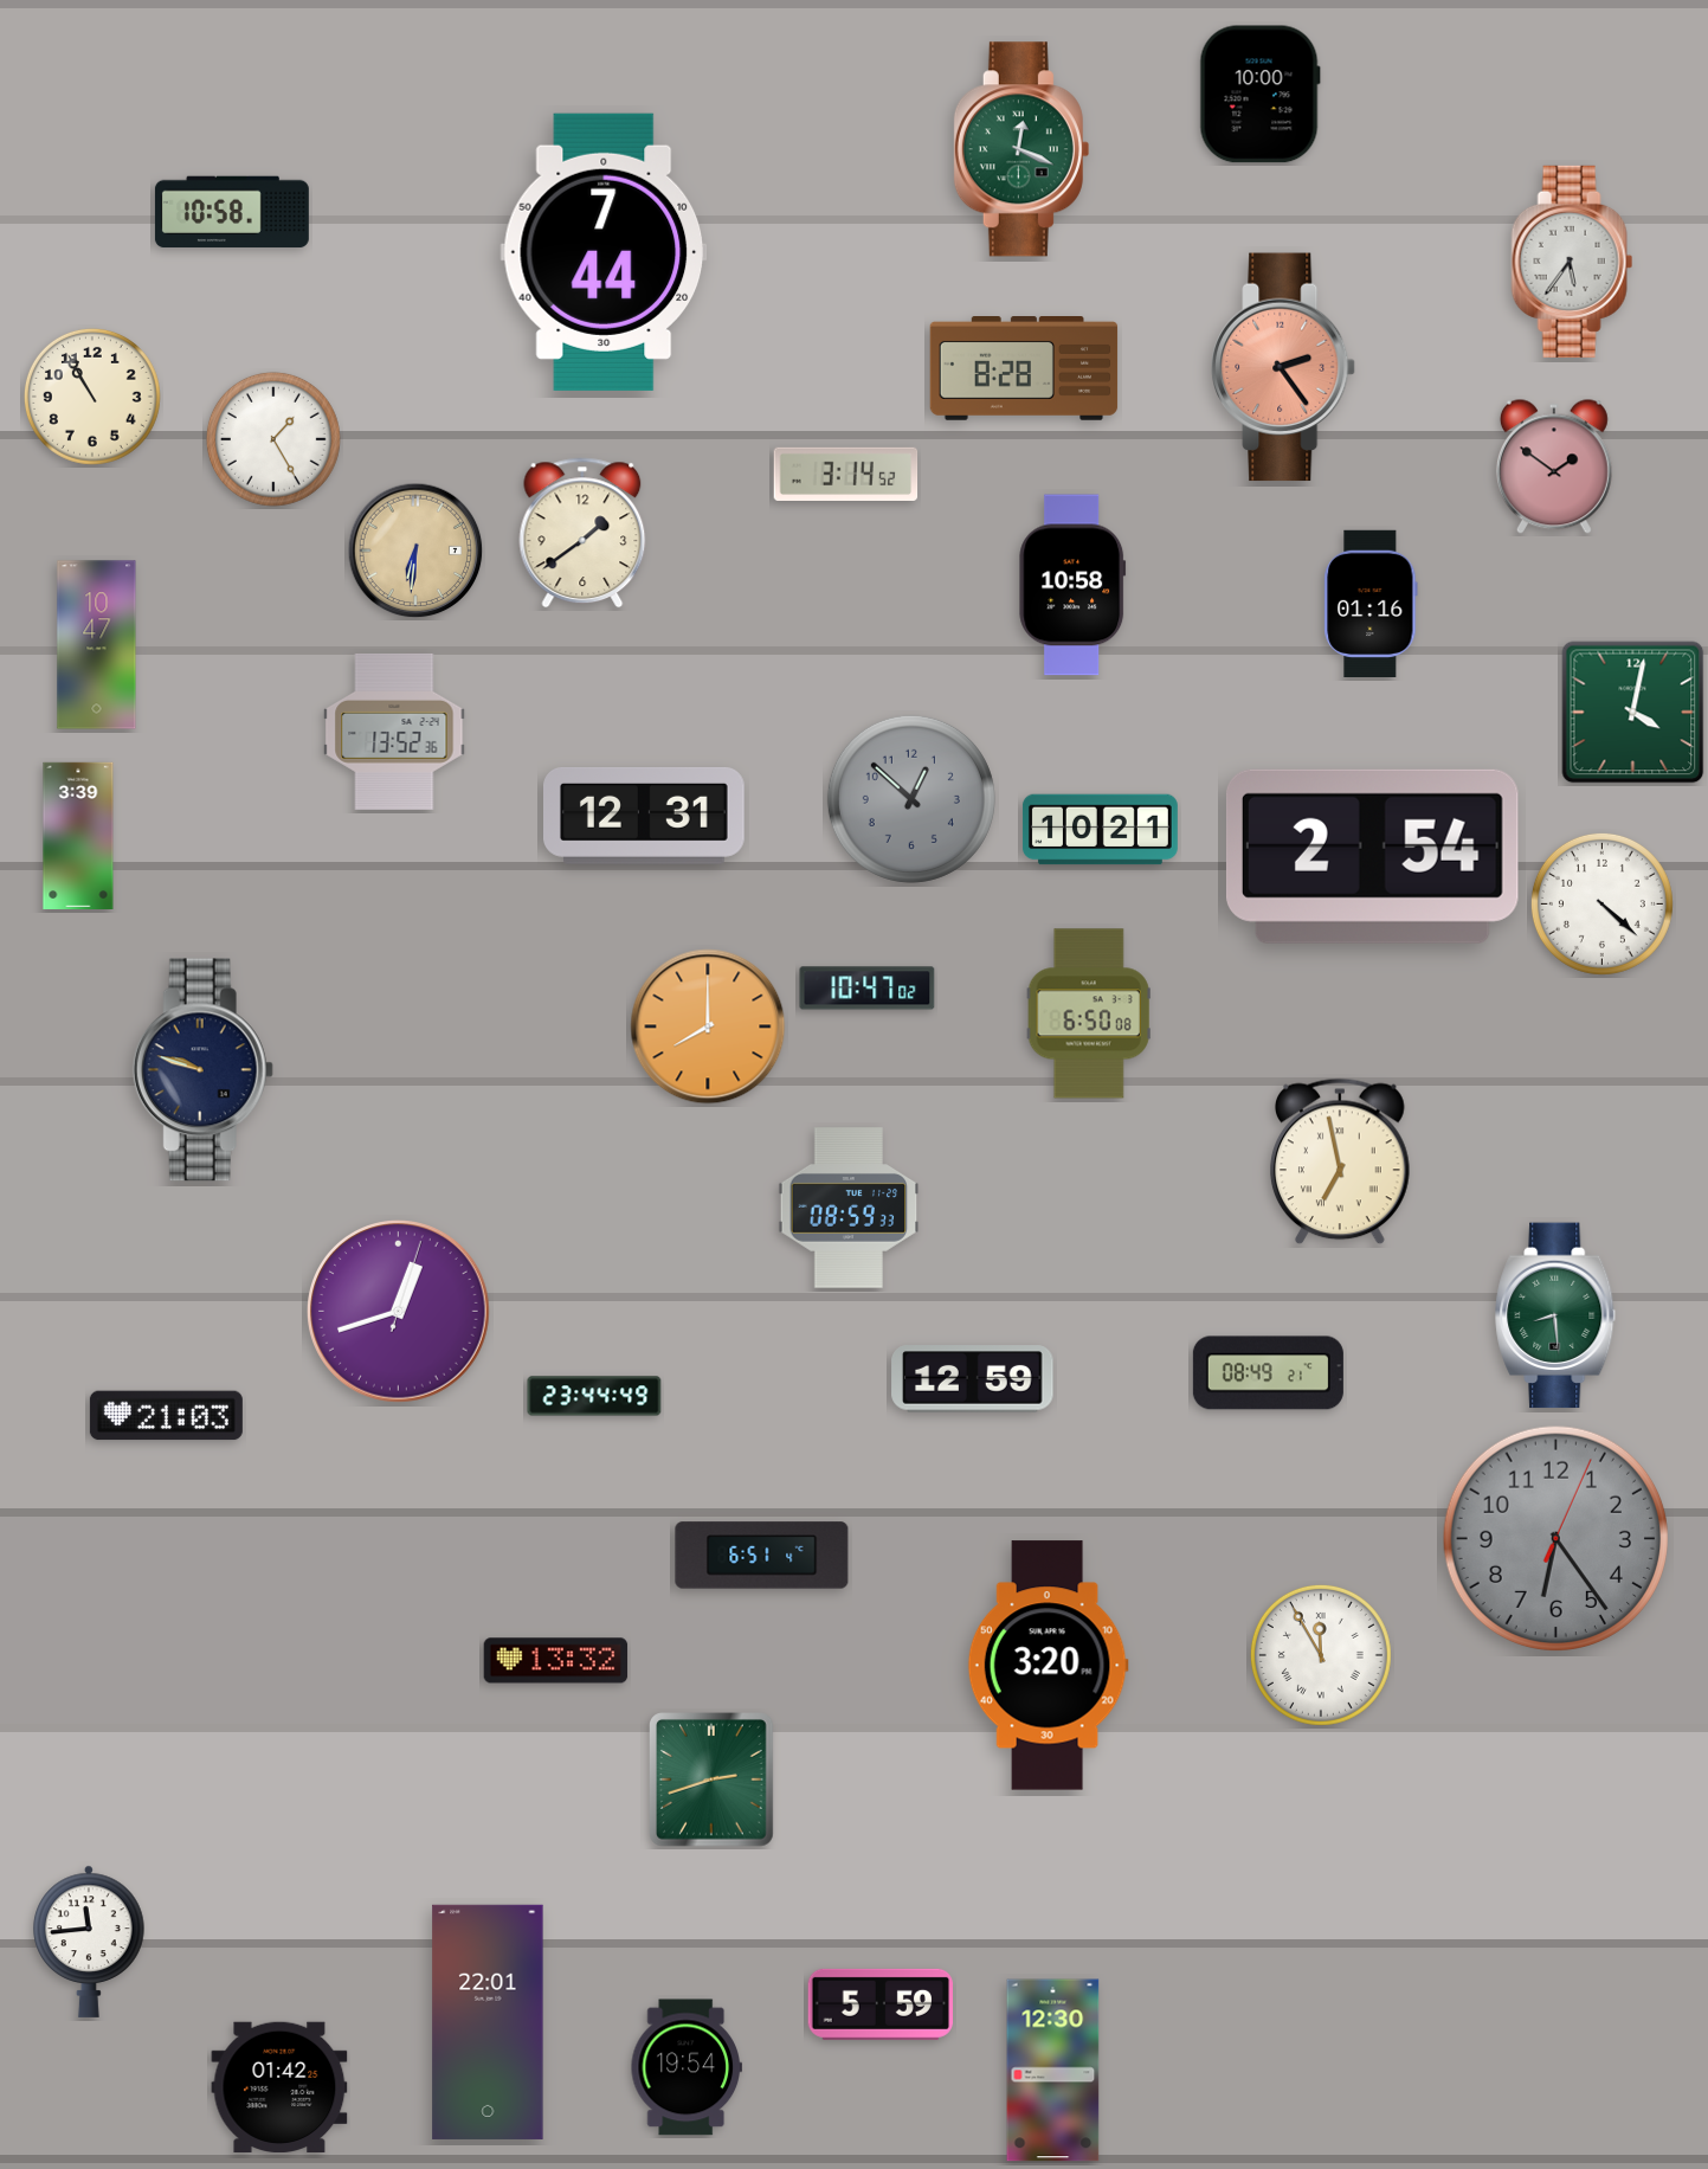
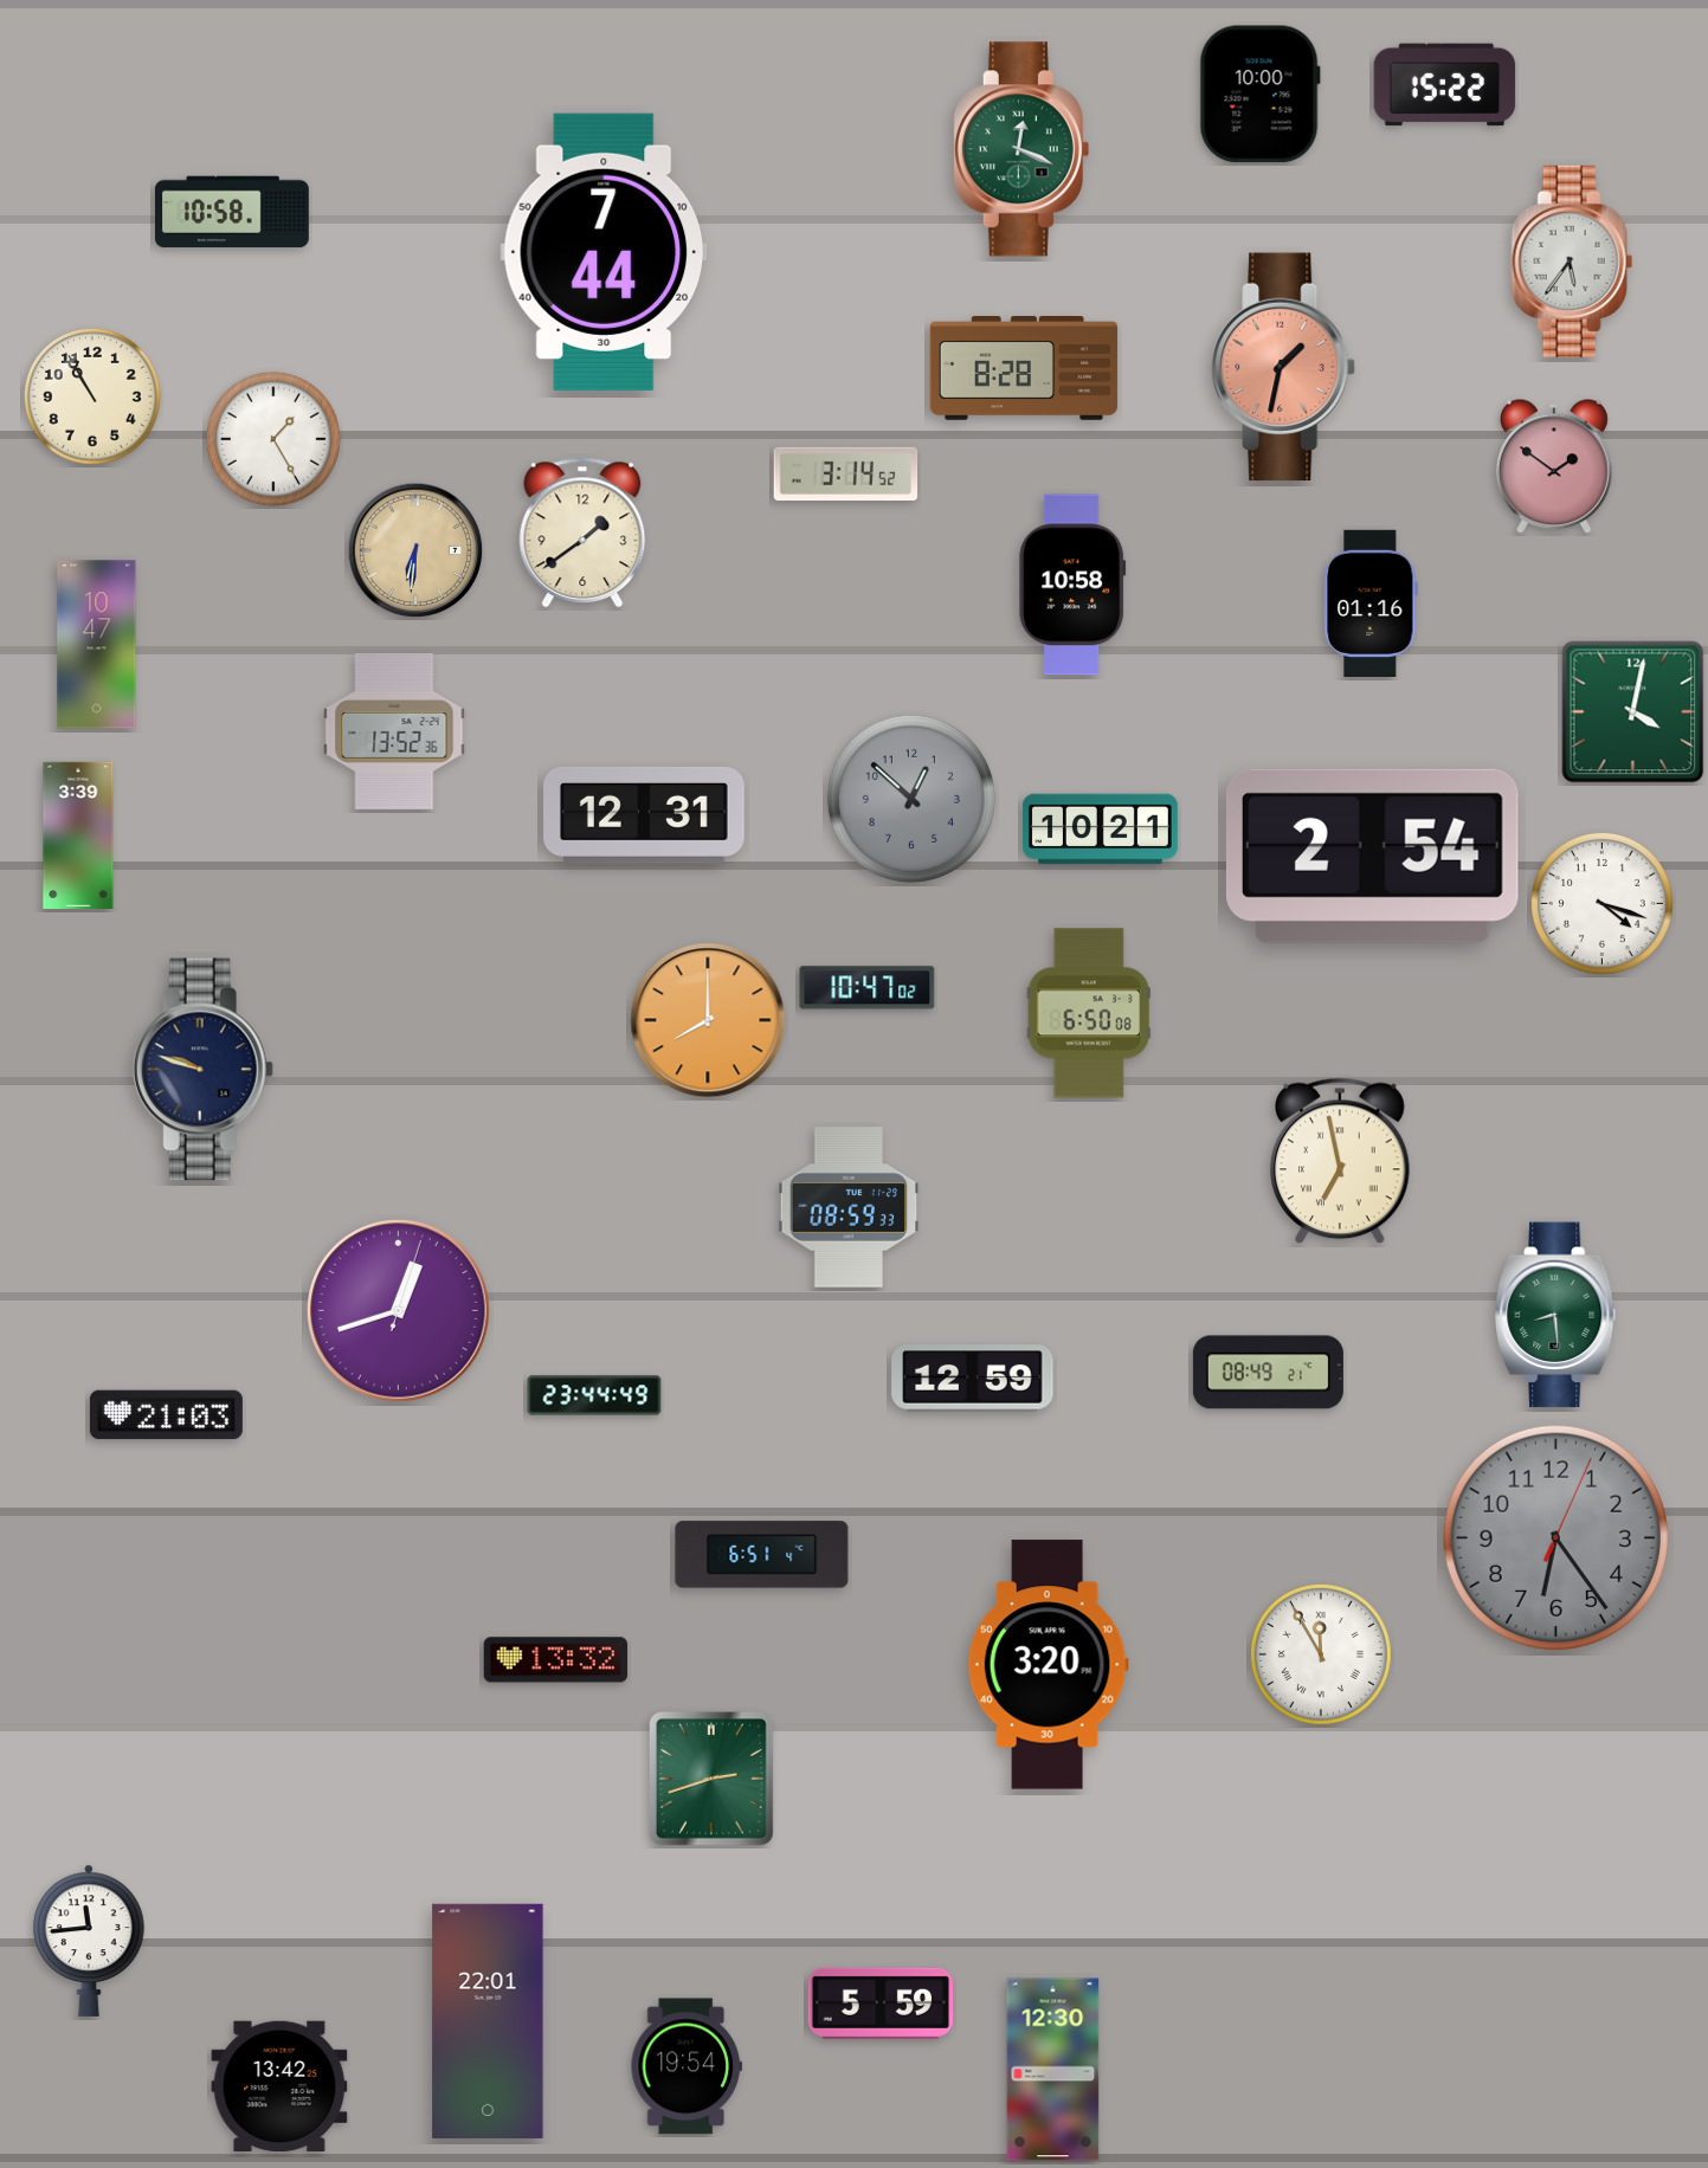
clock at (1445, 85): none -> 15:22
clock at (1283, 367): 2:24 -> 1:32
clock at (1601, 903): 4:22 -> 4:18
clock at (708, 1026) position: (708, 1026) -> (708, 1020)
clock at (279, 2086): 01:42 -> 13:42
